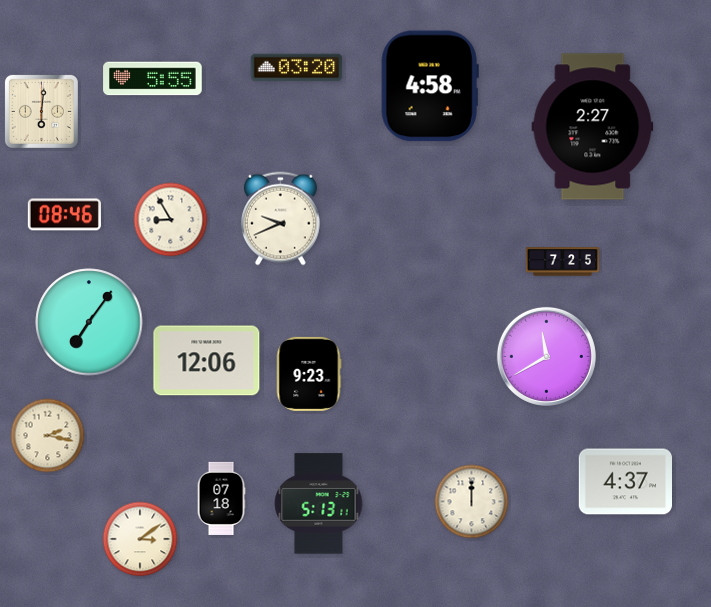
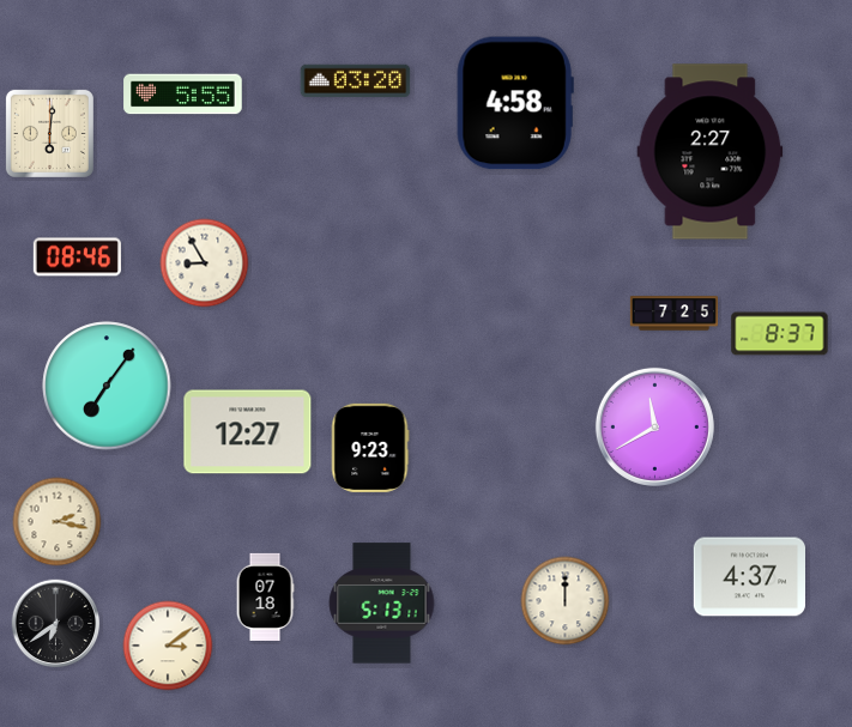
clock at (280, 219): 9:41 -> none
clock at (780, 334): none -> 8:37
clock at (207, 361): 12:06 -> 12:27
clock at (56, 624): none -> 6:39
